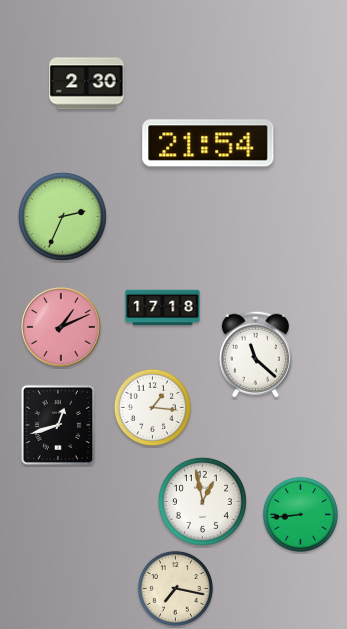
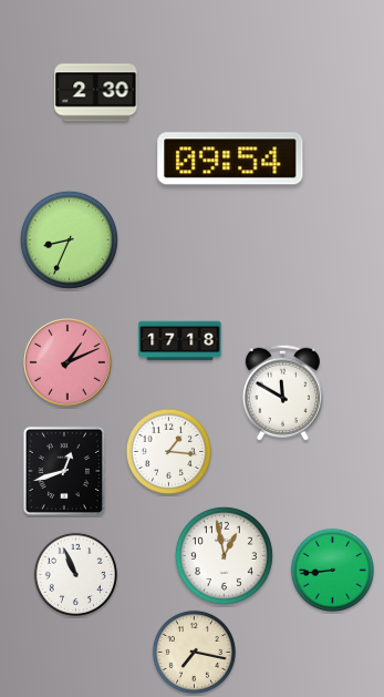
clock at (208, 143): 21:54 -> 09:54
clock at (62, 216): 2:34 -> 8:34
clock at (255, 354): 11:22 -> 11:50
clock at (75, 574): none -> 10:56
